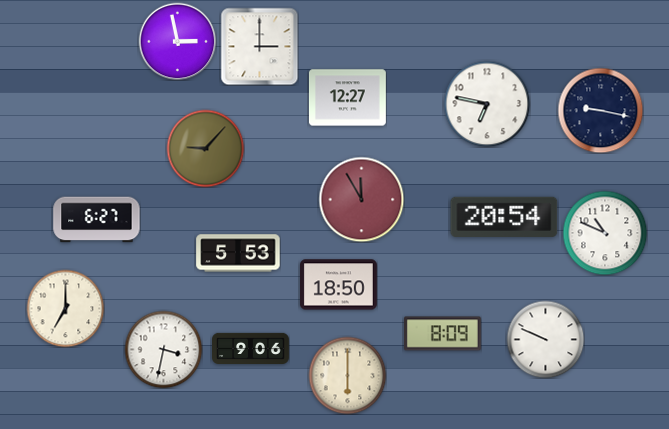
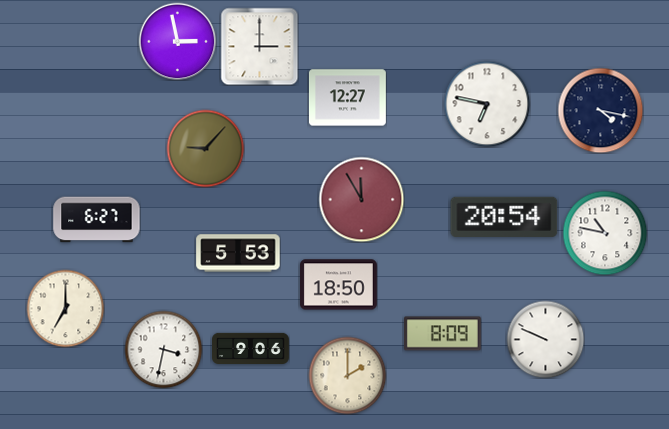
clock at (600, 110): 9:17 -> 4:17
clock at (605, 233): 10:49 -> 10:47
clock at (347, 375): 6:00 -> 2:00
